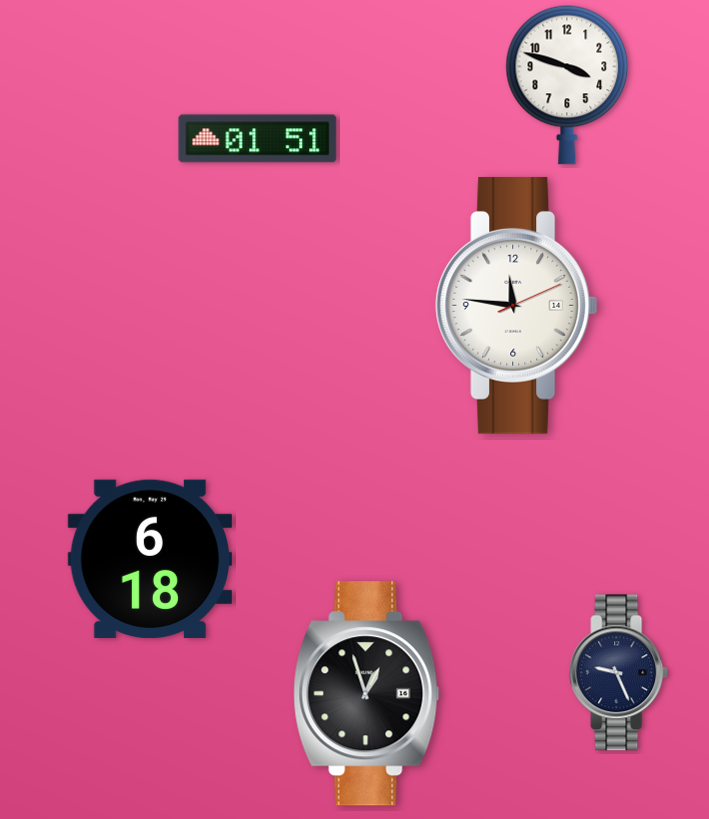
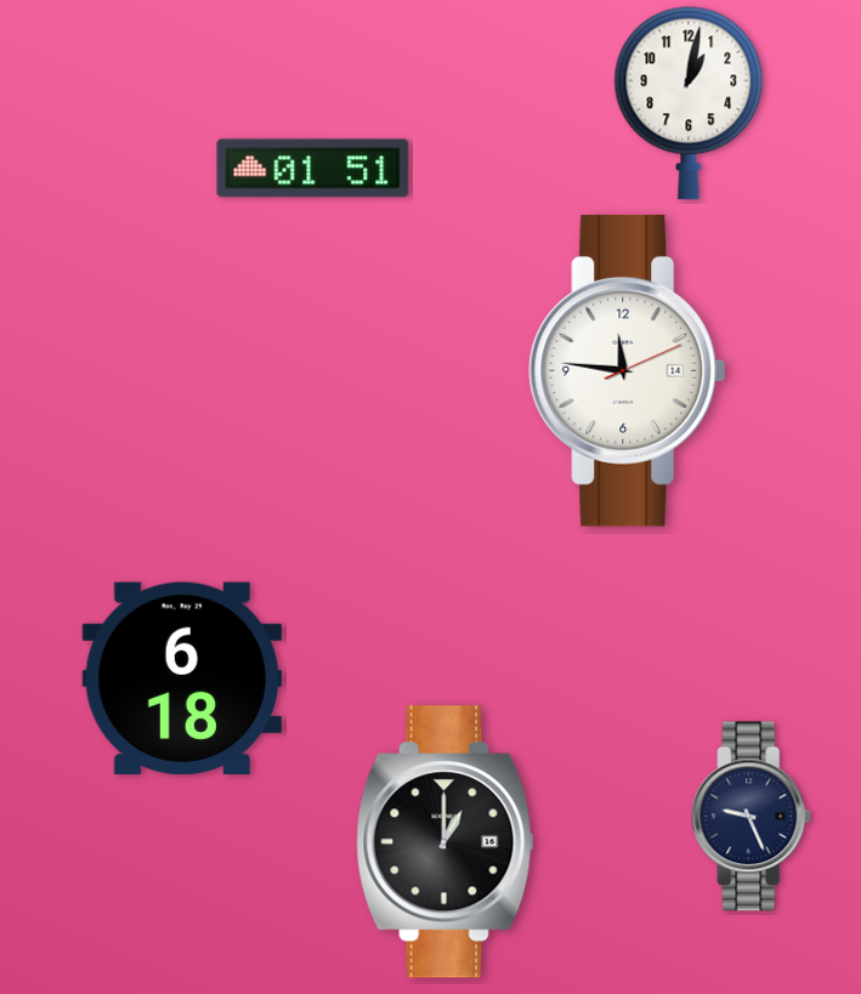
clock at (567, 85): 3:48 -> 1:02
clock at (367, 694): 12:57 -> 1:00
